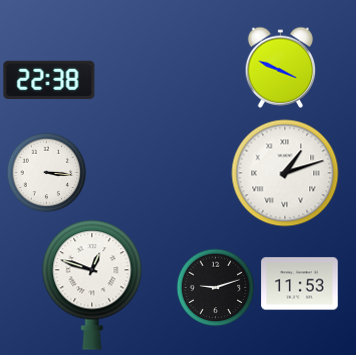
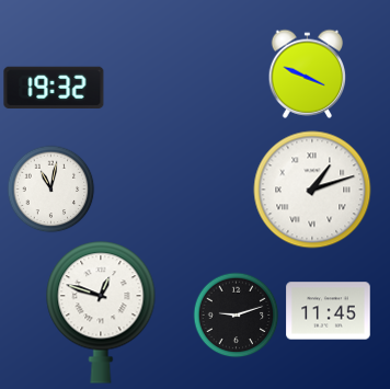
clock at (49, 80): 22:38 -> 19:32
clock at (46, 172): 3:16 -> 11:02
clock at (300, 284): 11:53 -> 11:45
